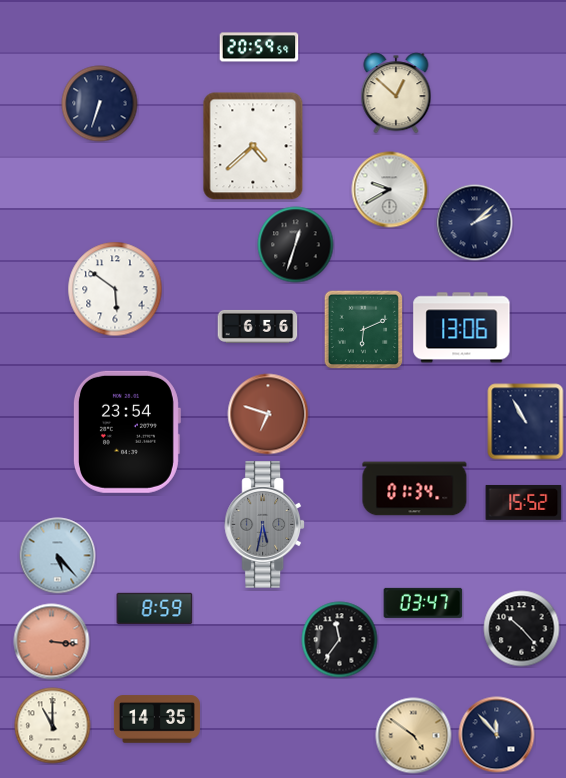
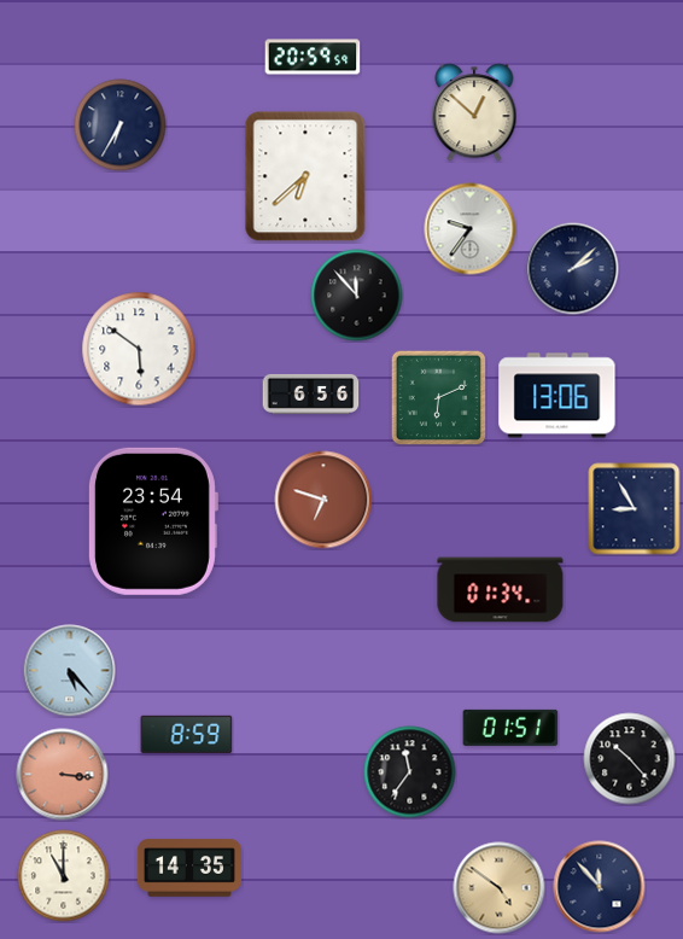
clock at (396, 93) position: (396, 93) -> (474, 112)
clock at (100, 104): 6:33 -> 6:35
clock at (253, 146): 4:38 -> 6:38
clock at (390, 190): 9:40 -> 9:36
clock at (296, 245): 12:33 -> 11:53
clock at (526, 422): 10:55 -> 8:55
clock at (524, 502): 15:52 -> none
clock at (265, 525): 5:32 -> none
clock at (423, 603): 03:47 -> 01:51
